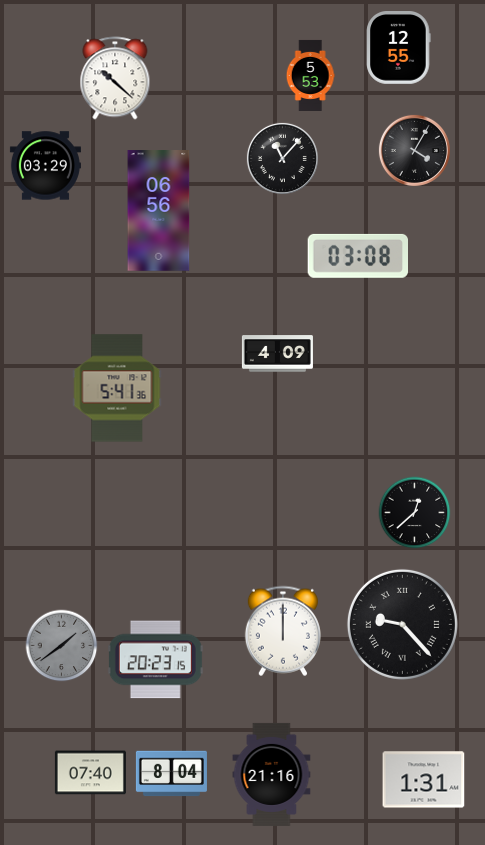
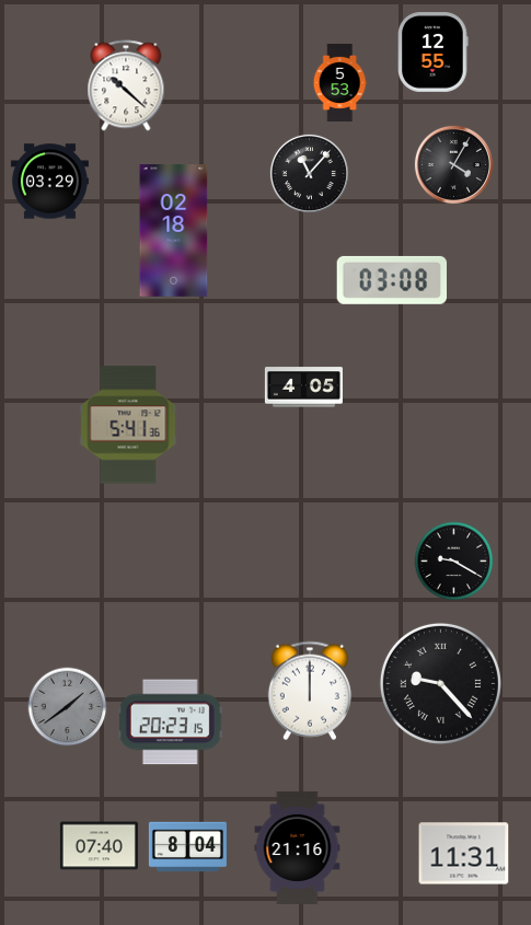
clock at (399, 48) position: (399, 48) -> (434, 53)
clock at (159, 211): 06:56 -> 02:18
clock at (277, 354): 4:09 -> 4:05
clock at (415, 513): 12:38 -> 9:20
clock at (424, 780): 1:31 -> 11:31
